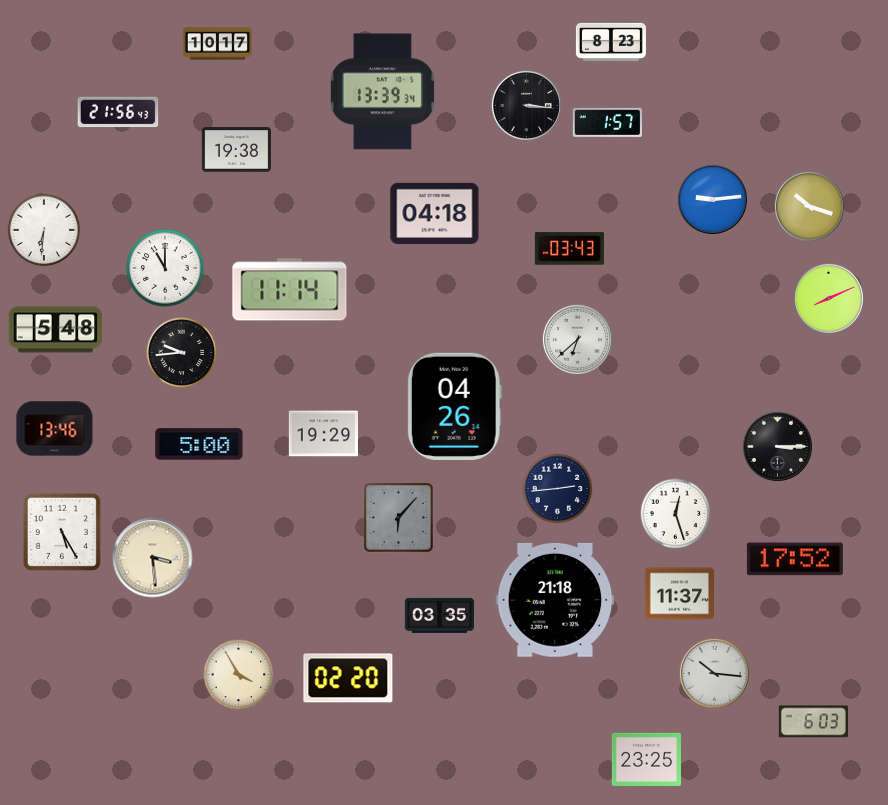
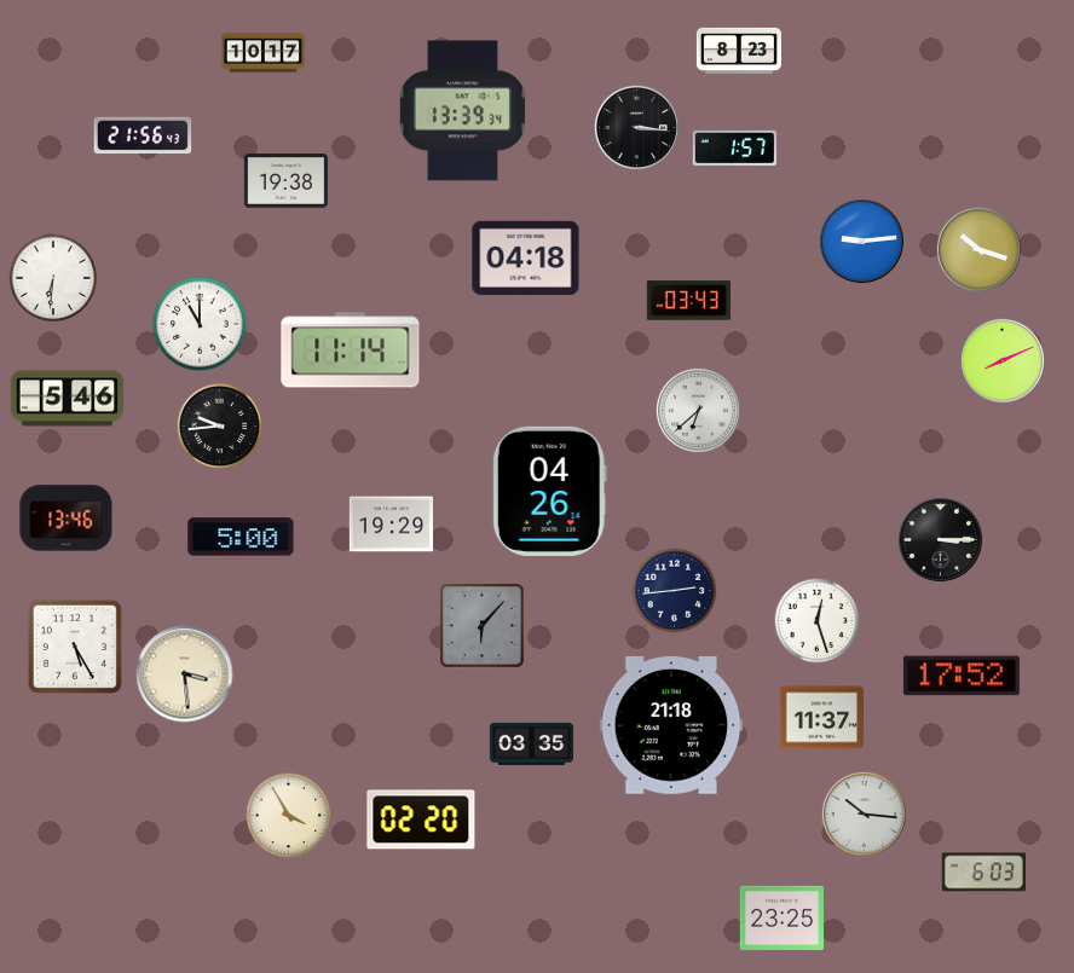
clock at (56, 330): 5:48 -> 5:46
clock at (62, 532) position: (62, 532) -> (75, 647)
